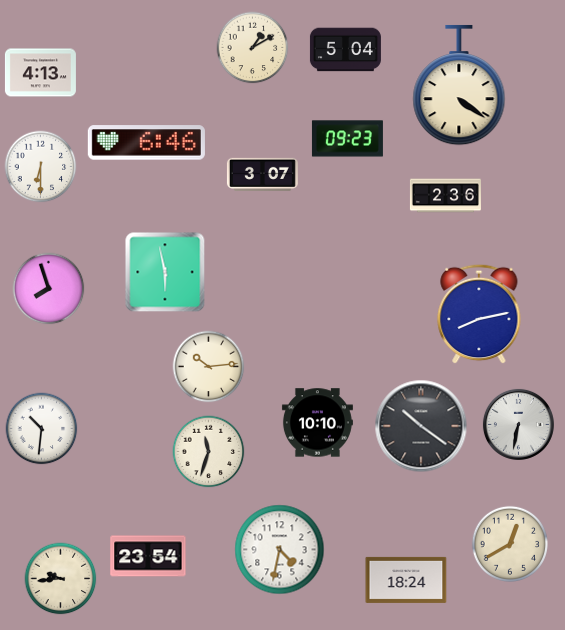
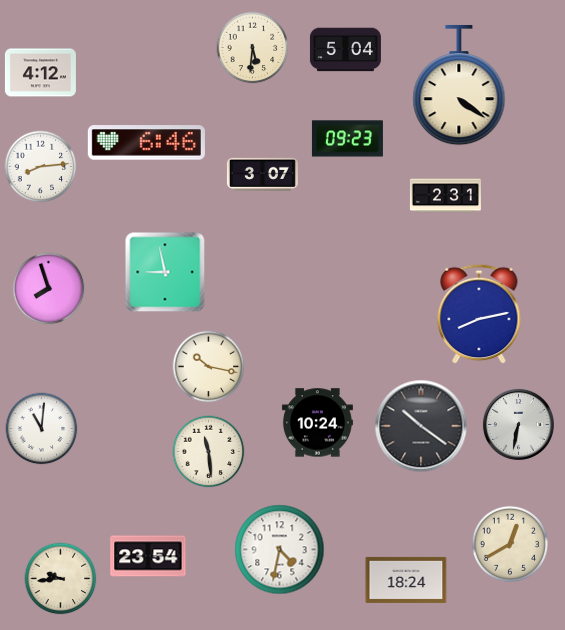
clock at (253, 48): 1:10 -> 5:31
clock at (40, 73): 4:13 -> 4:12
clock at (41, 167): 6:30 -> 8:14
clock at (445, 196): 2:36 -> 2:31
clock at (165, 272): 5:58 -> 8:58
clock at (209, 367): 10:14 -> 10:17
clock at (317, 423): 10:10 -> 10:24
clock at (42, 429): 10:31 -> 11:01
clock at (209, 452): 11:33 -> 11:29
